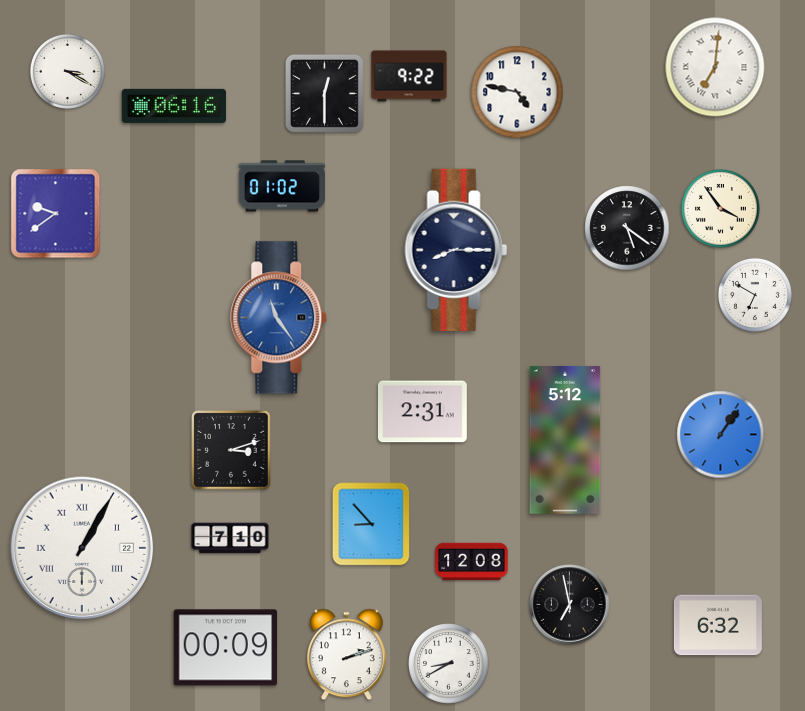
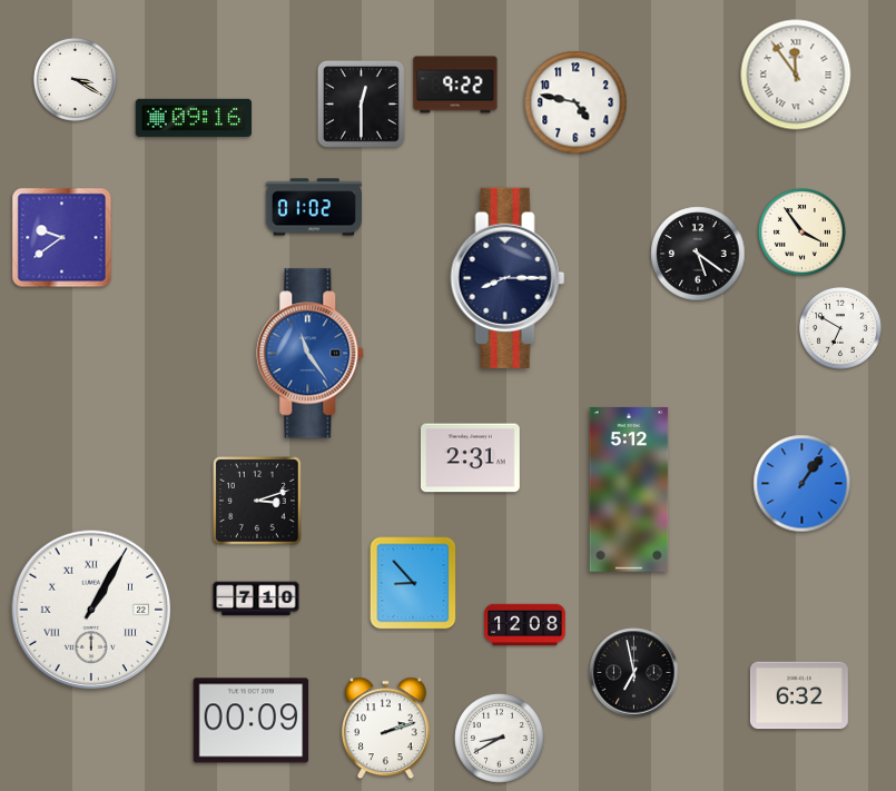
clock at (715, 67): 7:01 -> 11:54
clock at (173, 106): 06:16 -> 09:16
